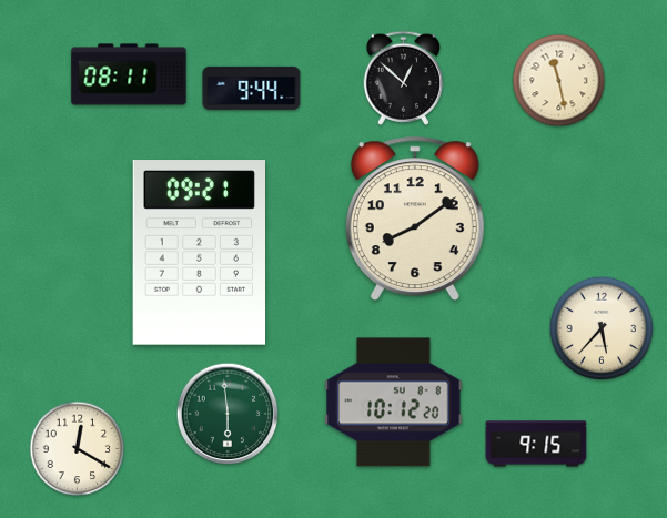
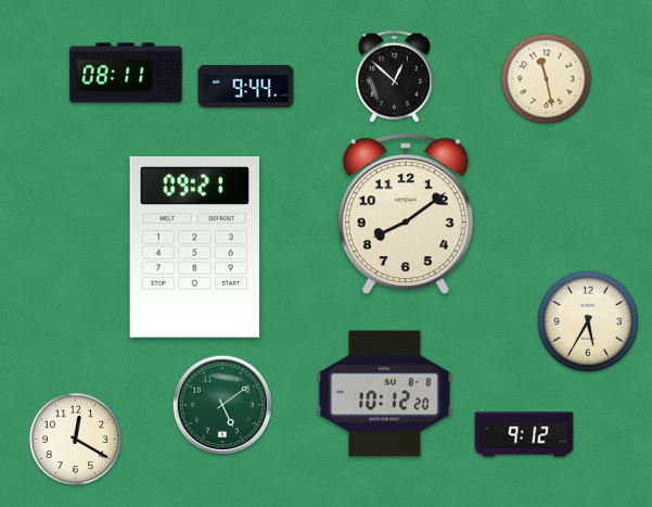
clock at (602, 328): 5:37 -> 5:35
clock at (228, 414): 5:59 -> 5:09
clock at (536, 444): 9:15 -> 9:12
